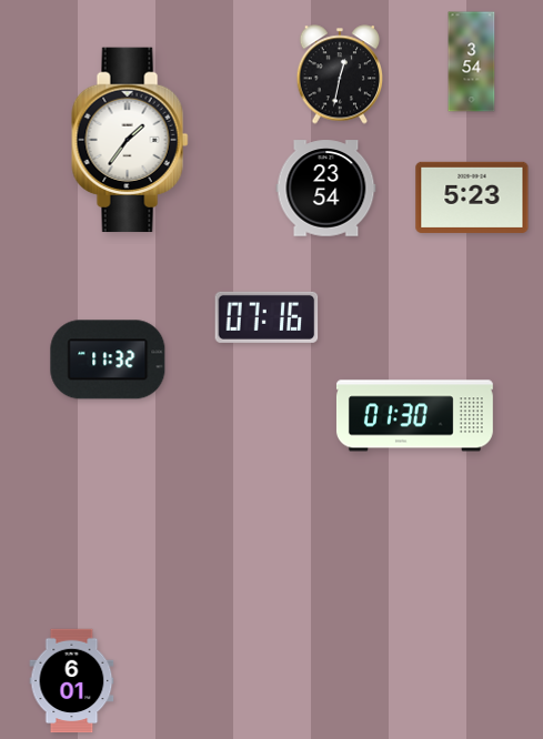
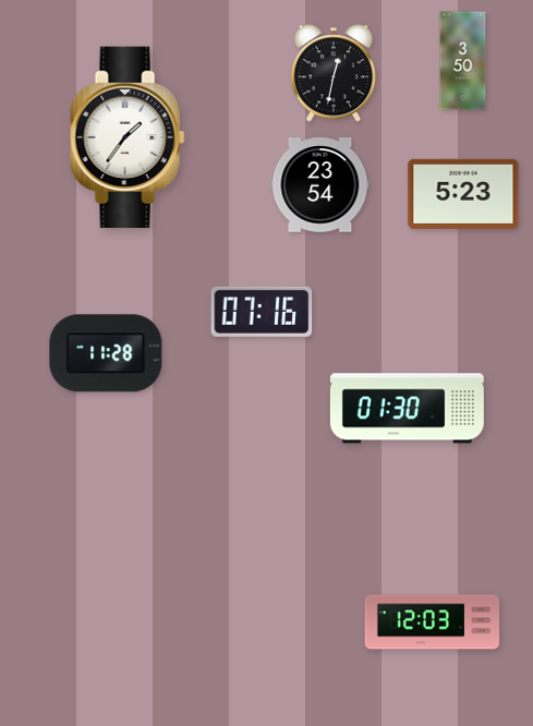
clock at (472, 62): 3:54 -> 3:50
clock at (108, 360): 11:32 -> 11:28
clock at (433, 622): none -> 12:03
clock at (72, 681): 6:01 -> none
